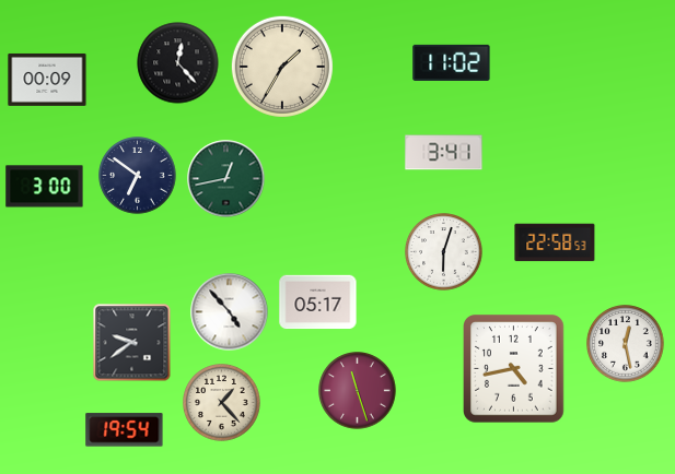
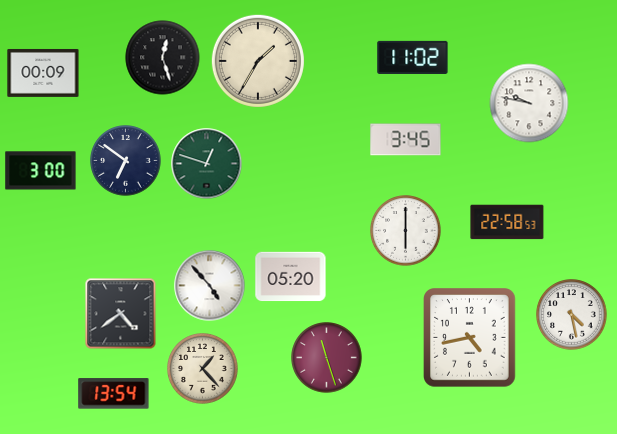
clock at (178, 63): 12:23 -> 12:27
clock at (529, 103): none -> 9:47
clock at (444, 153): 3:41 -> 3:45
clock at (226, 179): 12:43 -> 12:48
clock at (444, 252): 6:03 -> 6:00
clock at (318, 303): 05:17 -> 05:20
clock at (132, 343): 9:39 -> 4:39
clock at (626, 344): 12:28 -> 4:28
clock at (125, 430): 19:54 -> 13:54
